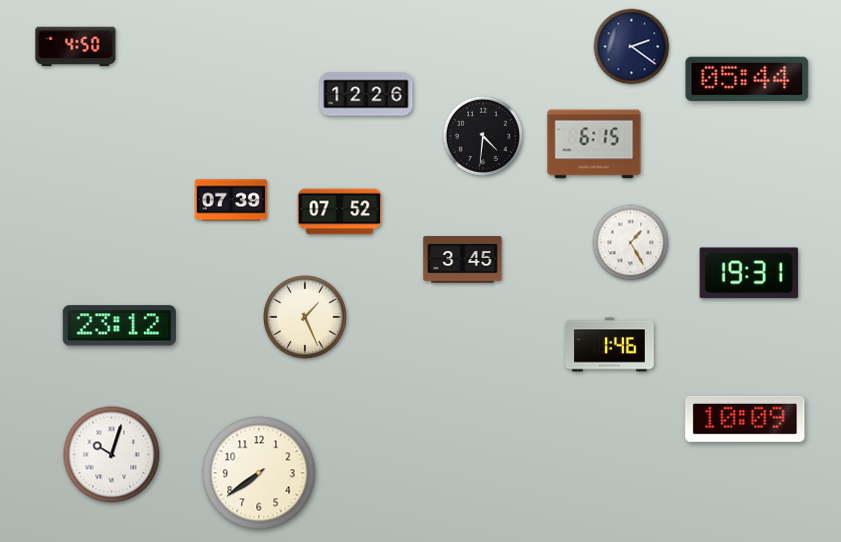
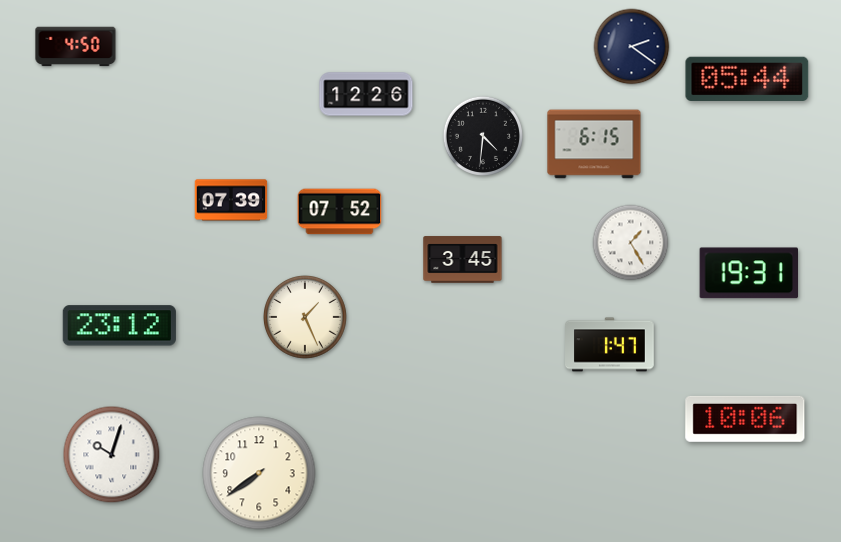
clock at (610, 345): 1:46 -> 1:47
clock at (745, 419): 10:09 -> 10:06
